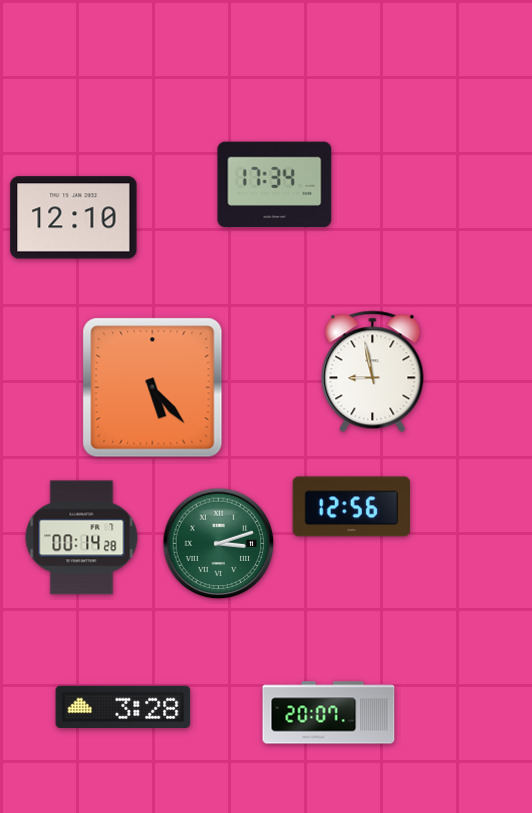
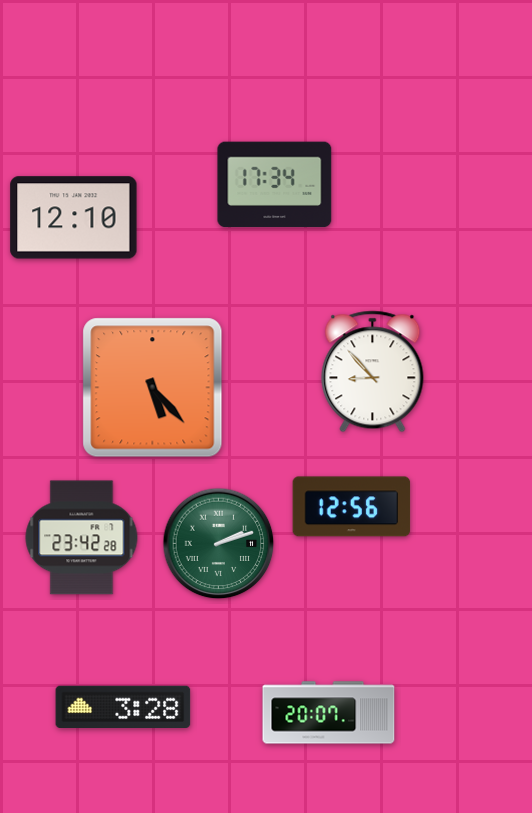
clock at (373, 372): 8:58 -> 8:53
clock at (82, 538): 00:14 -> 23:42
clock at (219, 544): 3:12 -> 2:12
